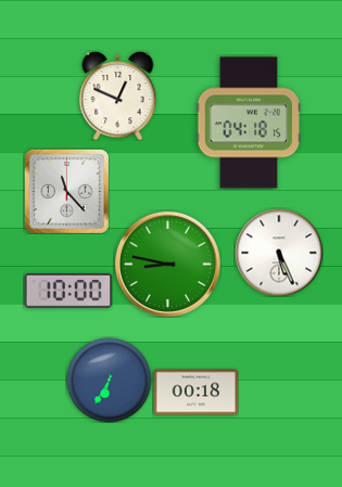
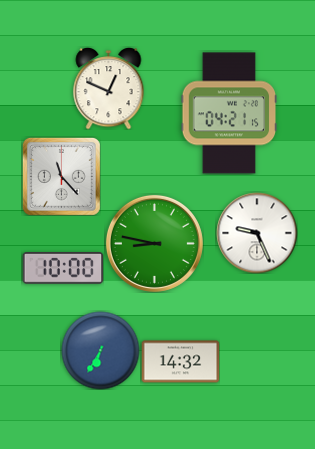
clock at (249, 123): 04:18 -> 04:21
clock at (279, 253): 5:26 -> 9:26
clock at (195, 393): 00:18 -> 14:32
